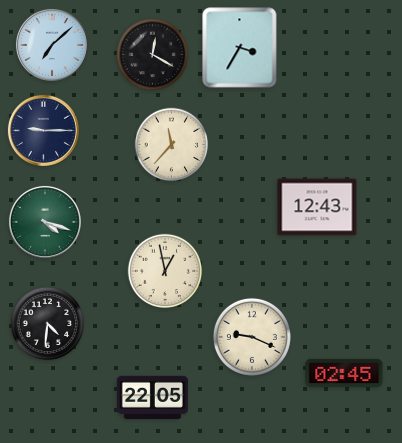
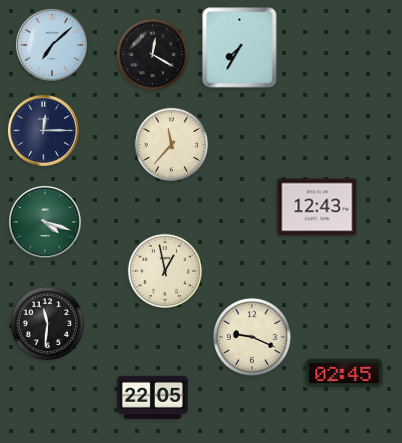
clock at (240, 48): 3:35 -> 7:35
clock at (43, 130): 9:15 -> 12:15
clock at (48, 324): 4:31 -> 11:31
